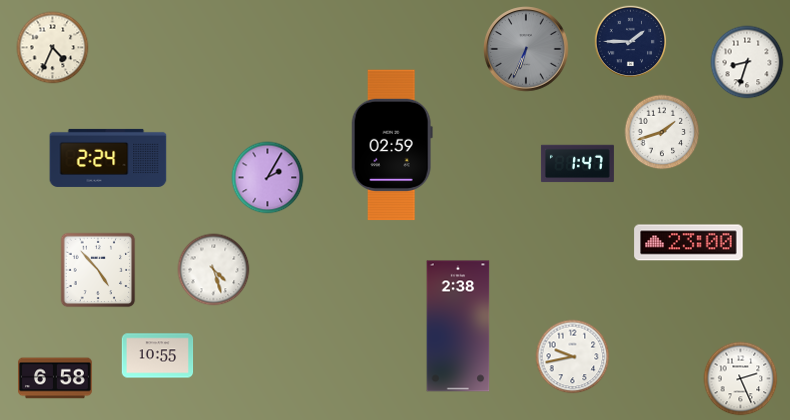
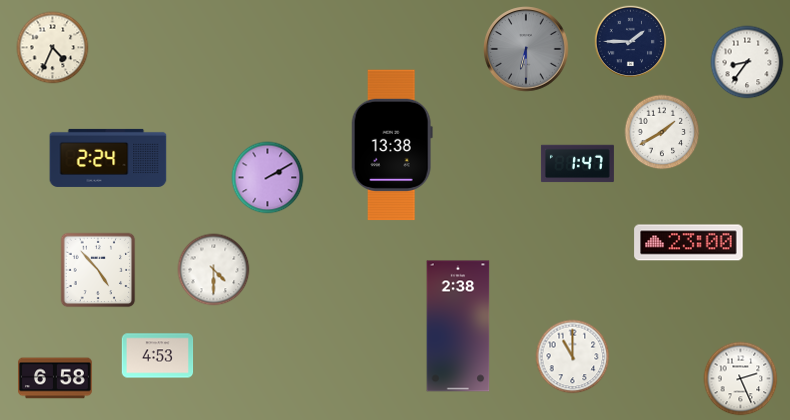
clock at (526, 49): 6:34 -> 6:30
clock at (747, 62): 8:33 -> 8:36
clock at (662, 132): 1:42 -> 1:40
clock at (392, 145): 02:59 -> 13:38
clock at (268, 178): 2:05 -> 2:10
clock at (214, 270): 4:27 -> 4:30
clock at (158, 356): 10:55 -> 4:53
clock at (573, 357): 9:43 -> 11:00
